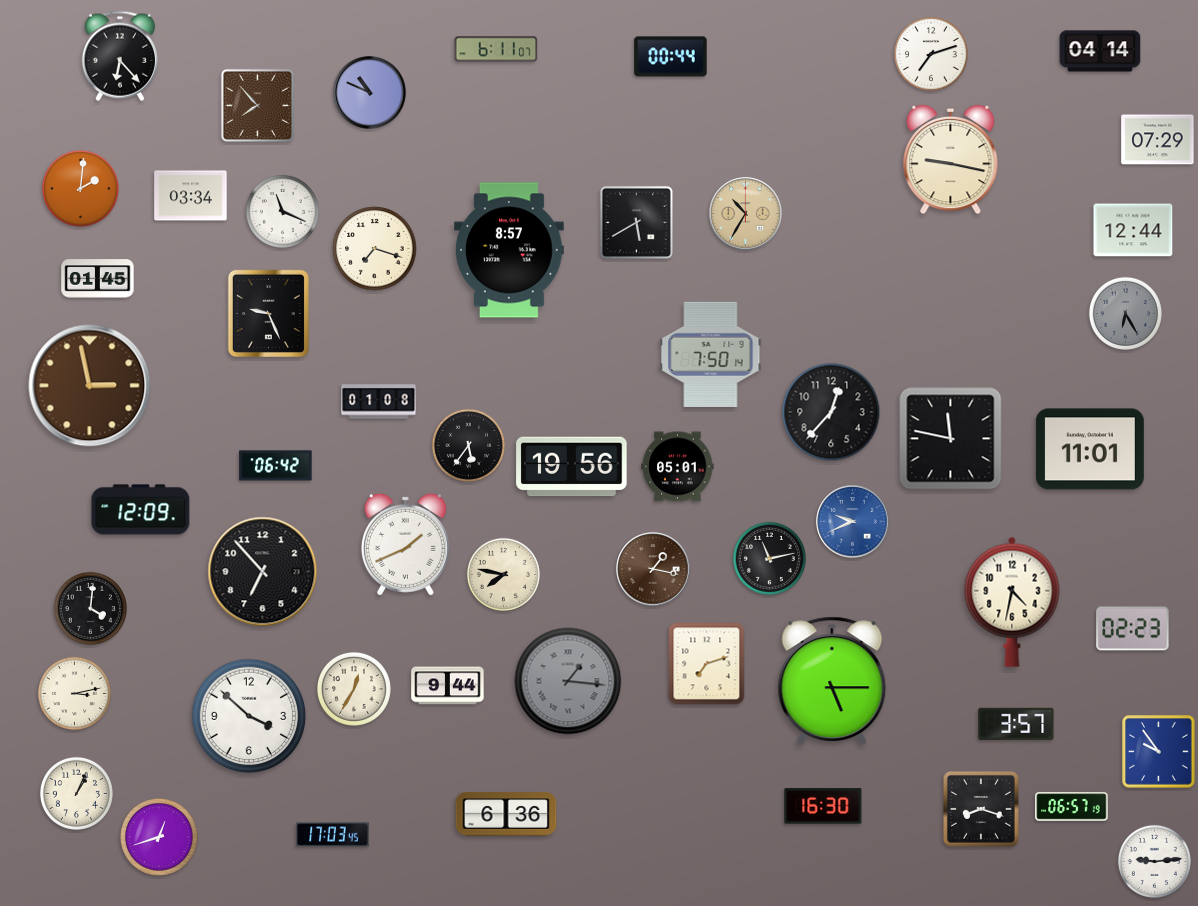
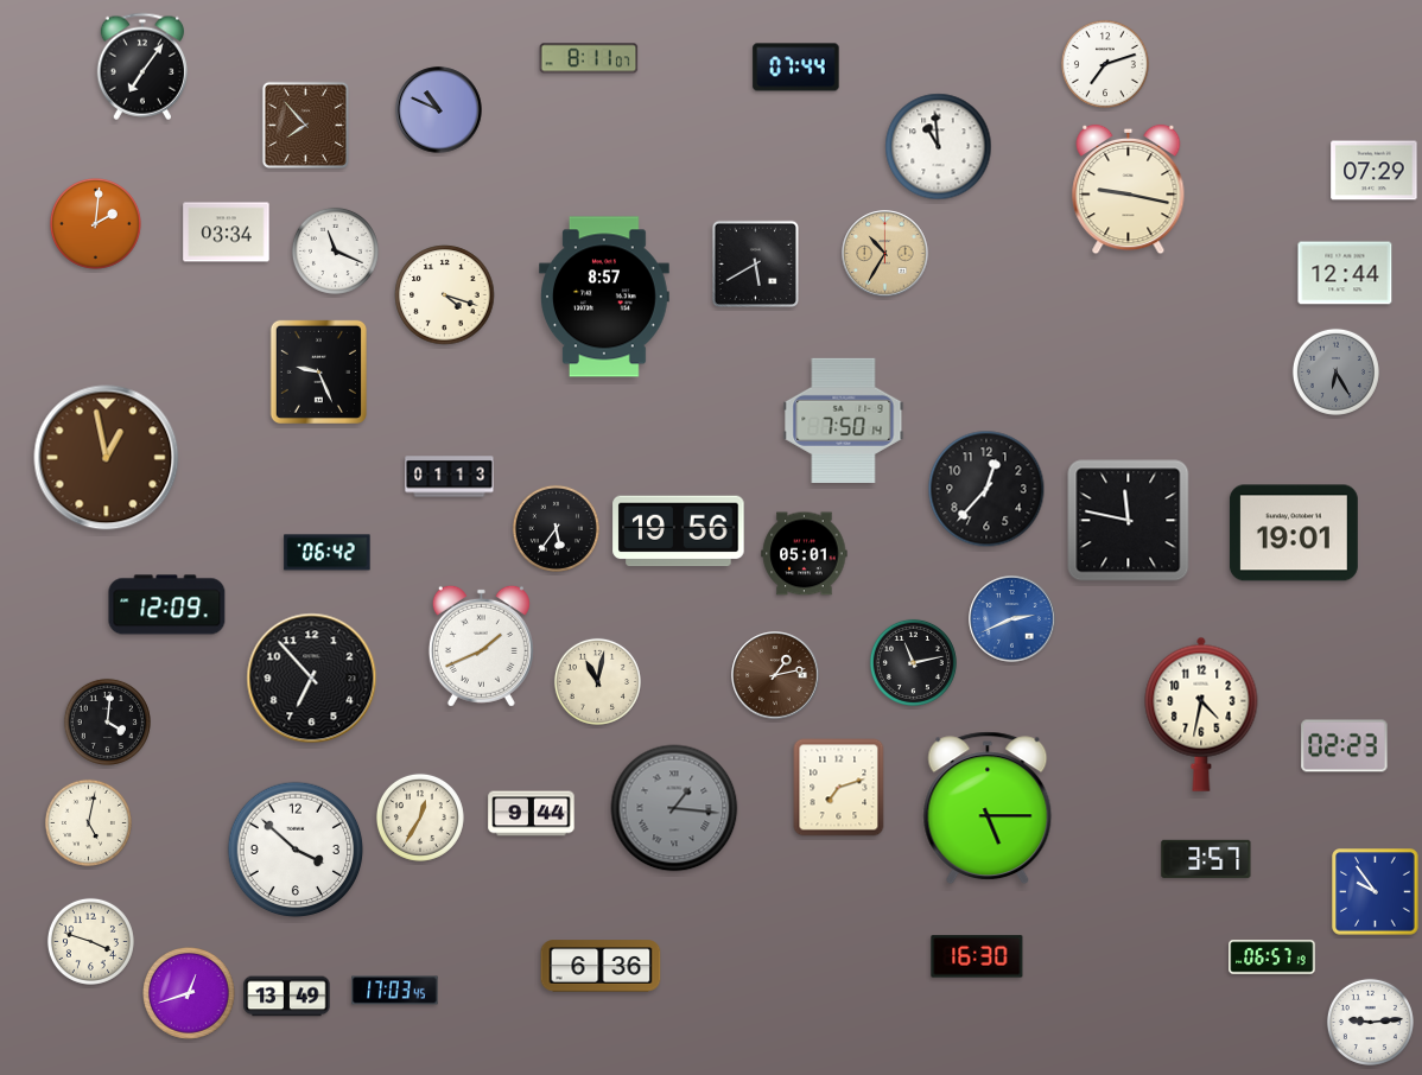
clock at (496, 49): 6:11 -> 8:11
clock at (1100, 51): 04:14 -> none
clock at (120, 56): 6:23 -> 7:06
clock at (671, 57): 00:44 -> 07:44
clock at (939, 147): none -> 10:59
clock at (1158, 140) position: (1158, 140) -> (1375, 171)
clock at (375, 249): 7:18 -> 4:18
clock at (98, 279): 01:45 -> none
clock at (90, 386): 2:58 -> 12:58
clock at (379, 402): 01:08 -> 01:13
clock at (1090, 449): 11:01 -> 19:01
clock at (572, 467) position: (572, 467) -> (679, 532)
clock at (853, 522): 9:41 -> 2:41
clock at (653, 569): 1:17 -> 1:13
clock at (503, 574): 7:47 -> 11:02
clock at (74, 693): 3:13 -> 5:02
clock at (76, 793): 1:04 -> 3:48
clock at (981, 810): 8:18 -> none
clock at (287, 997): none -> 13:49
